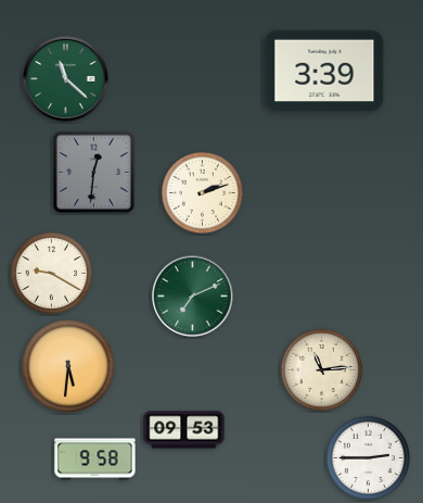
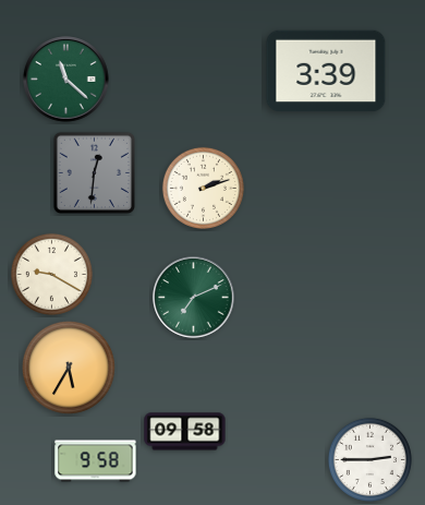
clock at (202, 192) position: (202, 192) -> (203, 188)
clock at (68, 366): 5:31 -> 5:35
clock at (321, 369): 11:14 -> none
clock at (184, 430): 09:53 -> 09:58
